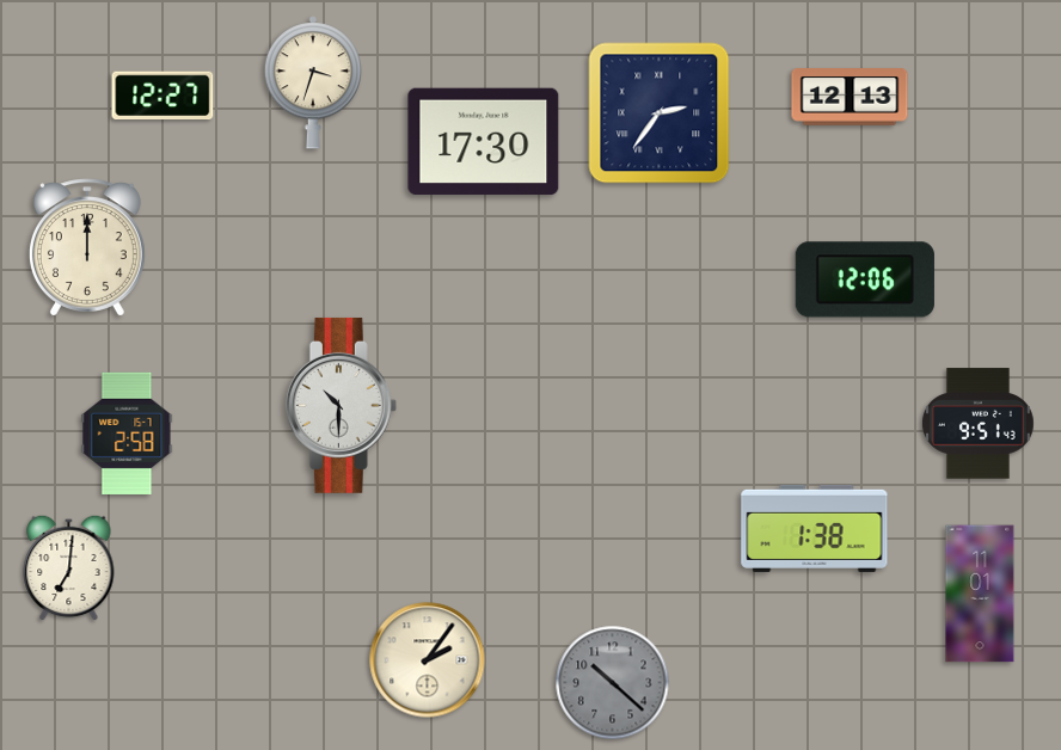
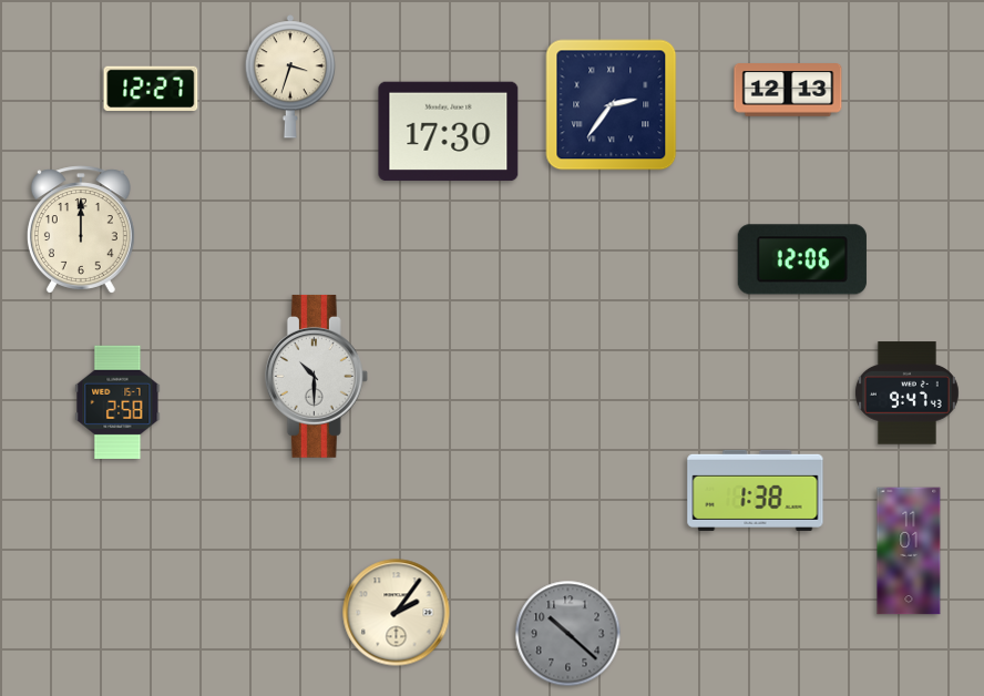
clock at (977, 424): 9:51 -> 9:47
clock at (69, 567): 7:01 -> none
